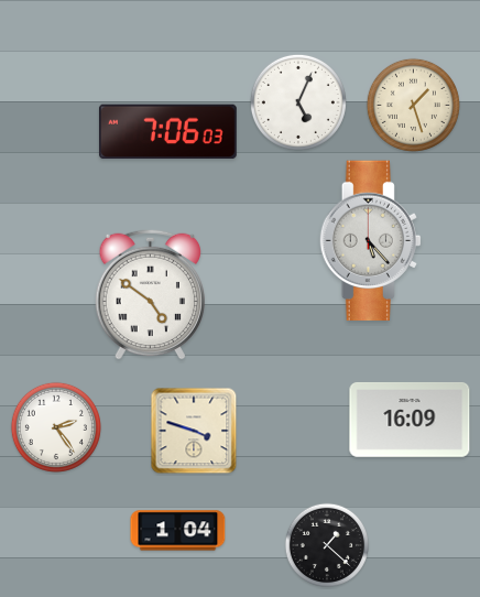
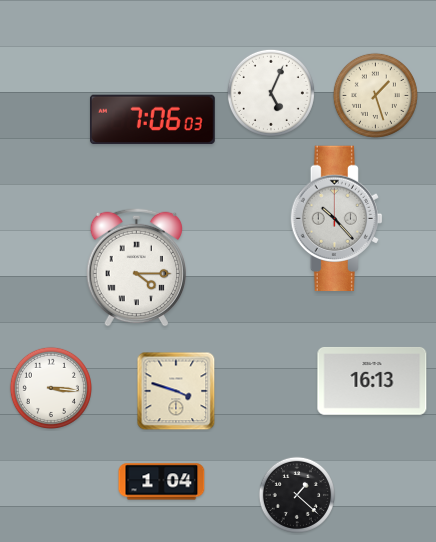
clock at (370, 241): 5:23 -> 10:23
clock at (151, 294): 4:51 -> 4:15
clock at (410, 420): 16:09 -> 16:13
clock at (56, 427): 2:24 -> 3:16
